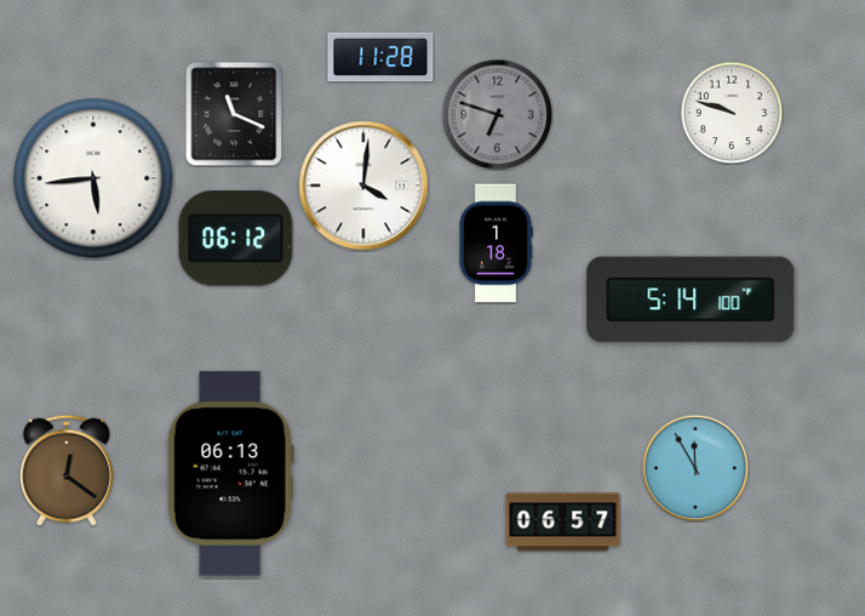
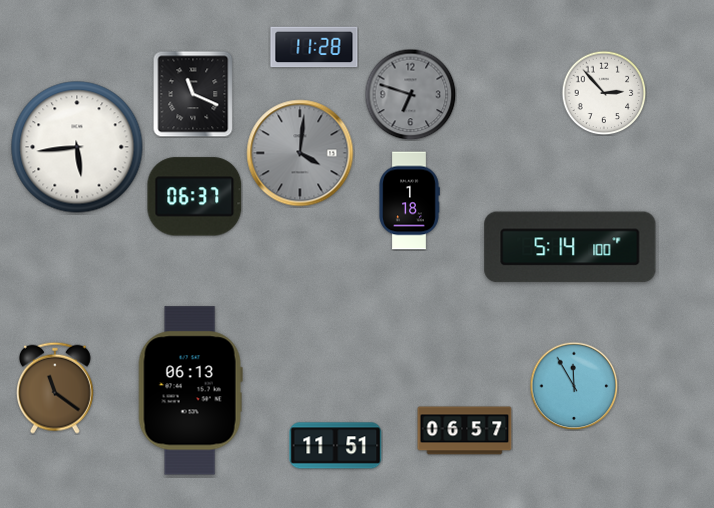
clock at (732, 113): 9:48 -> 2:53
clock at (363, 186) dial: white -> grey
clock at (236, 239): 06:12 -> 06:37
clock at (67, 470): 12:21 -> 11:21
clock at (336, 446): none -> 11:51
